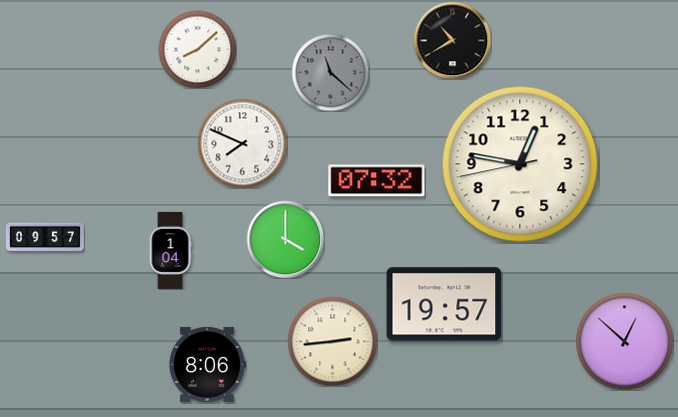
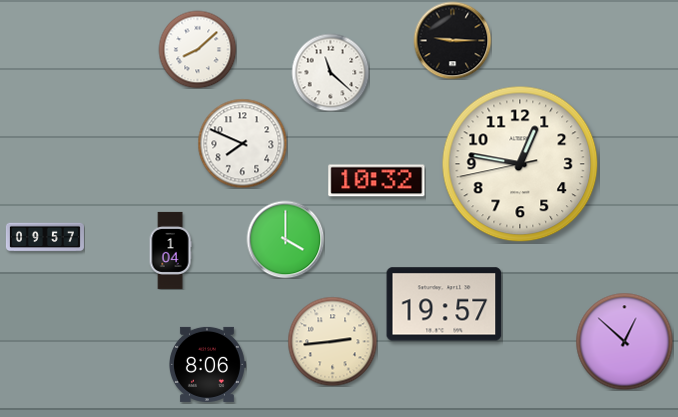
clock at (452, 40): 10:40 -> 9:15
clock at (330, 72) dial: grey -> white
clock at (377, 181): 07:32 -> 10:32
